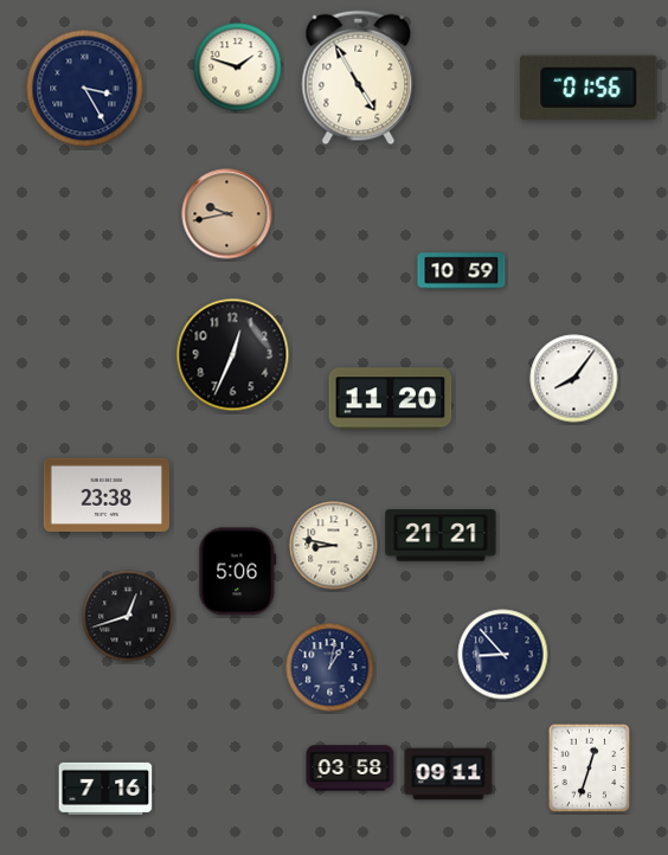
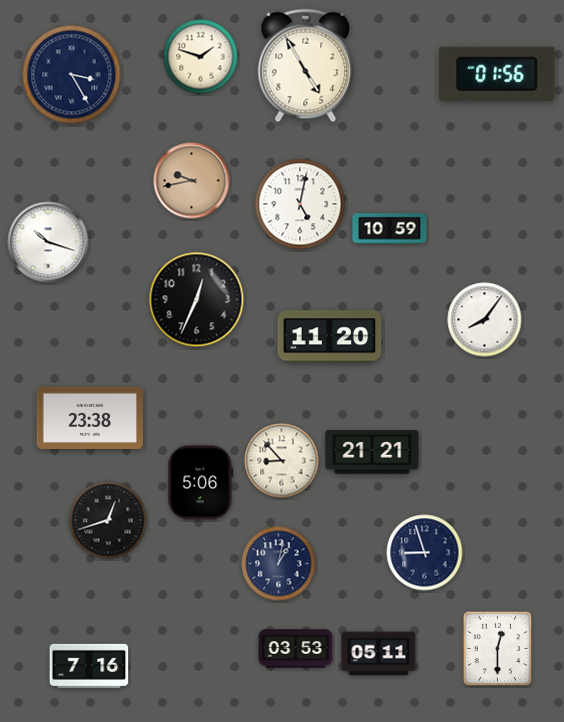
clock at (359, 78) position: (359, 78) -> (306, 66)
clock at (300, 204): none -> 5:02
clock at (48, 242): none -> 10:18
clock at (334, 546): 8:47 -> 8:53
clock at (503, 655): 8:53 -> 8:57
clock at (351, 769): 03:58 -> 03:53
clock at (590, 769): 12:33 -> 12:30
clock at (449, 774): 09:11 -> 05:11
